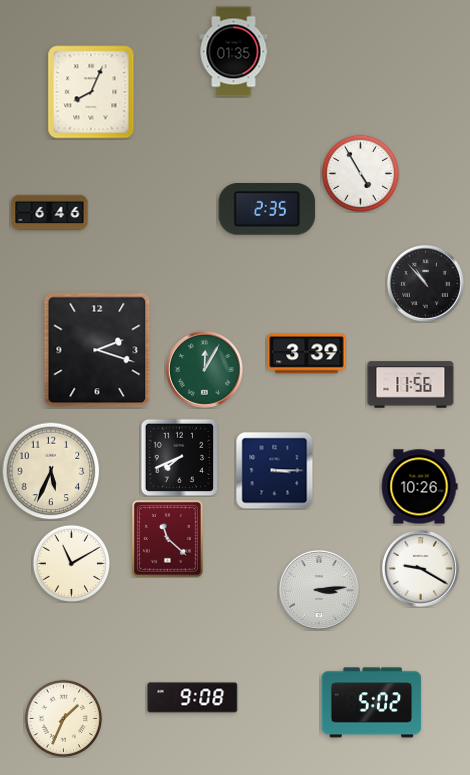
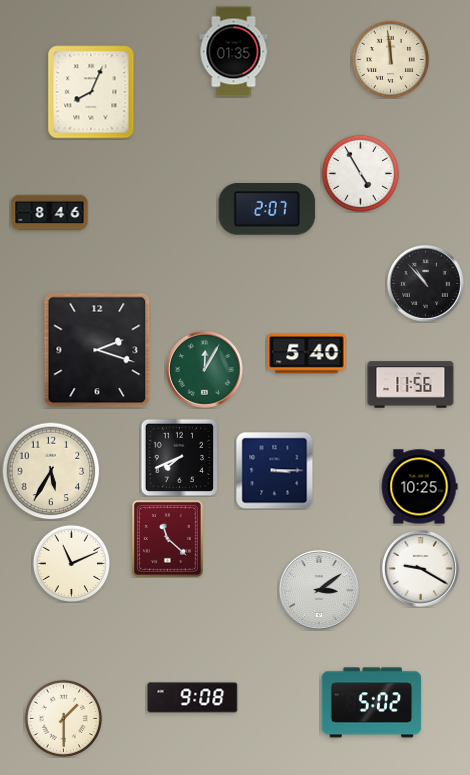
clock at (390, 59): none -> 11:59
clock at (267, 209): 2:35 -> 2:07
clock at (50, 213): 6:46 -> 8:46
clock at (307, 354): 3:39 -> 5:40
clock at (51, 471): 5:34 -> 5:35
clock at (419, 487): 10:26 -> 10:25
clock at (71, 563): 11:10 -> 11:11
clock at (319, 590): 3:14 -> 3:09
clock at (63, 718): 1:34 -> 1:30
